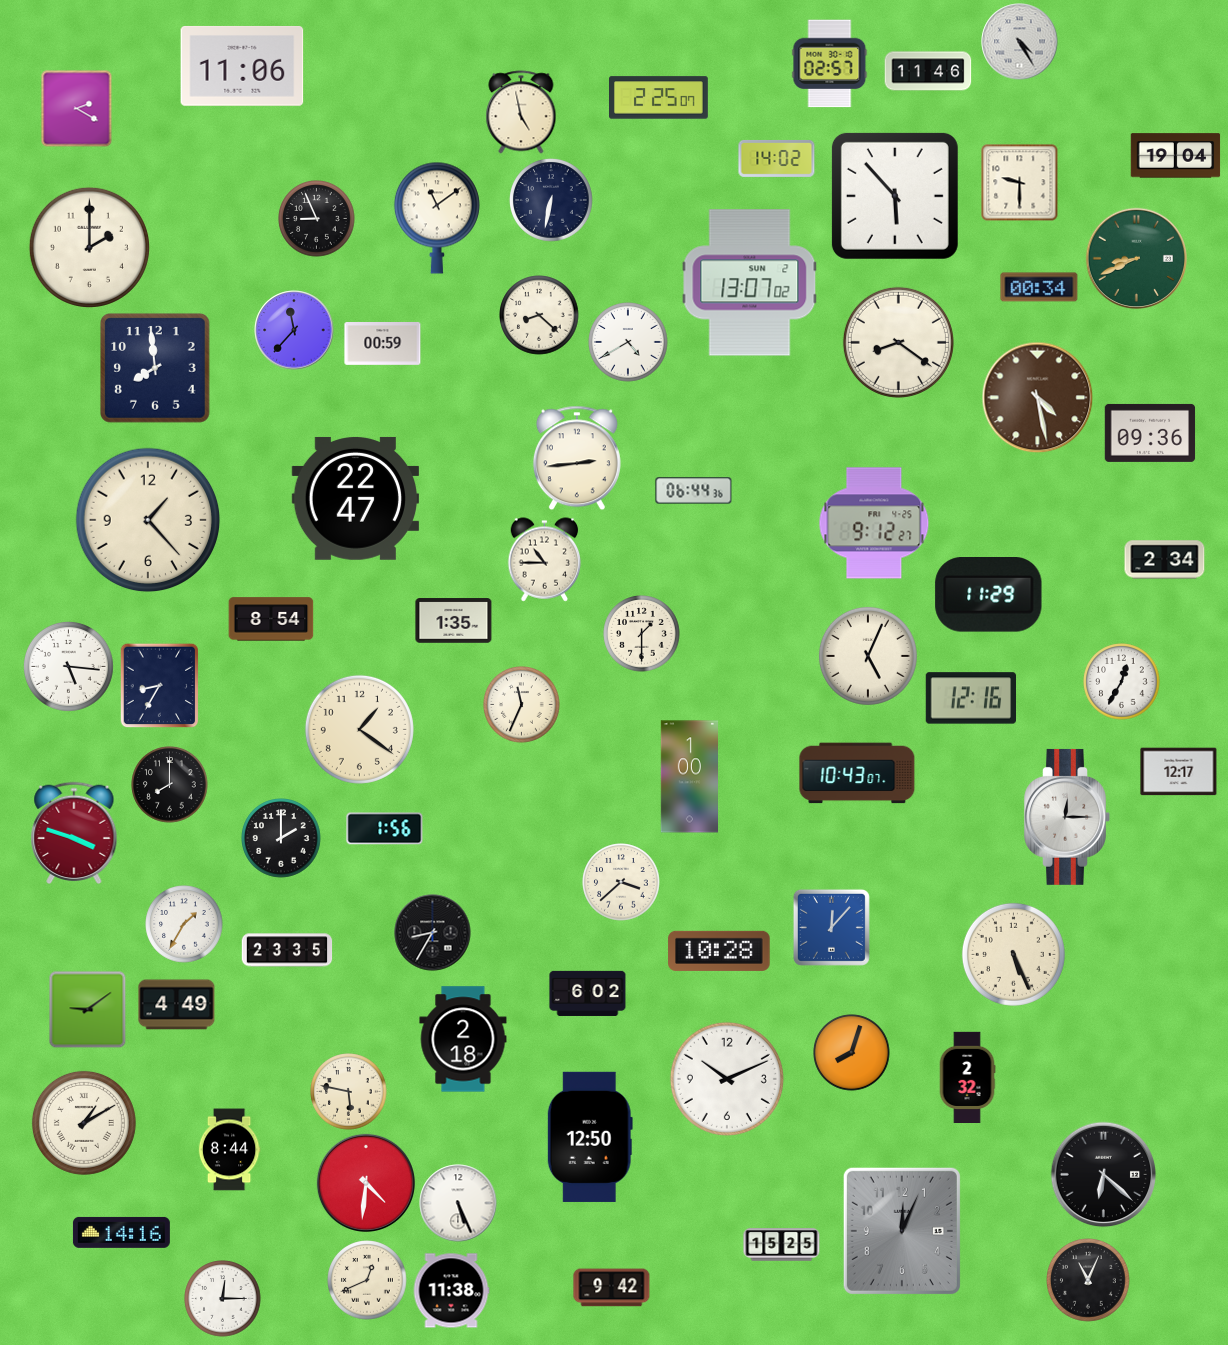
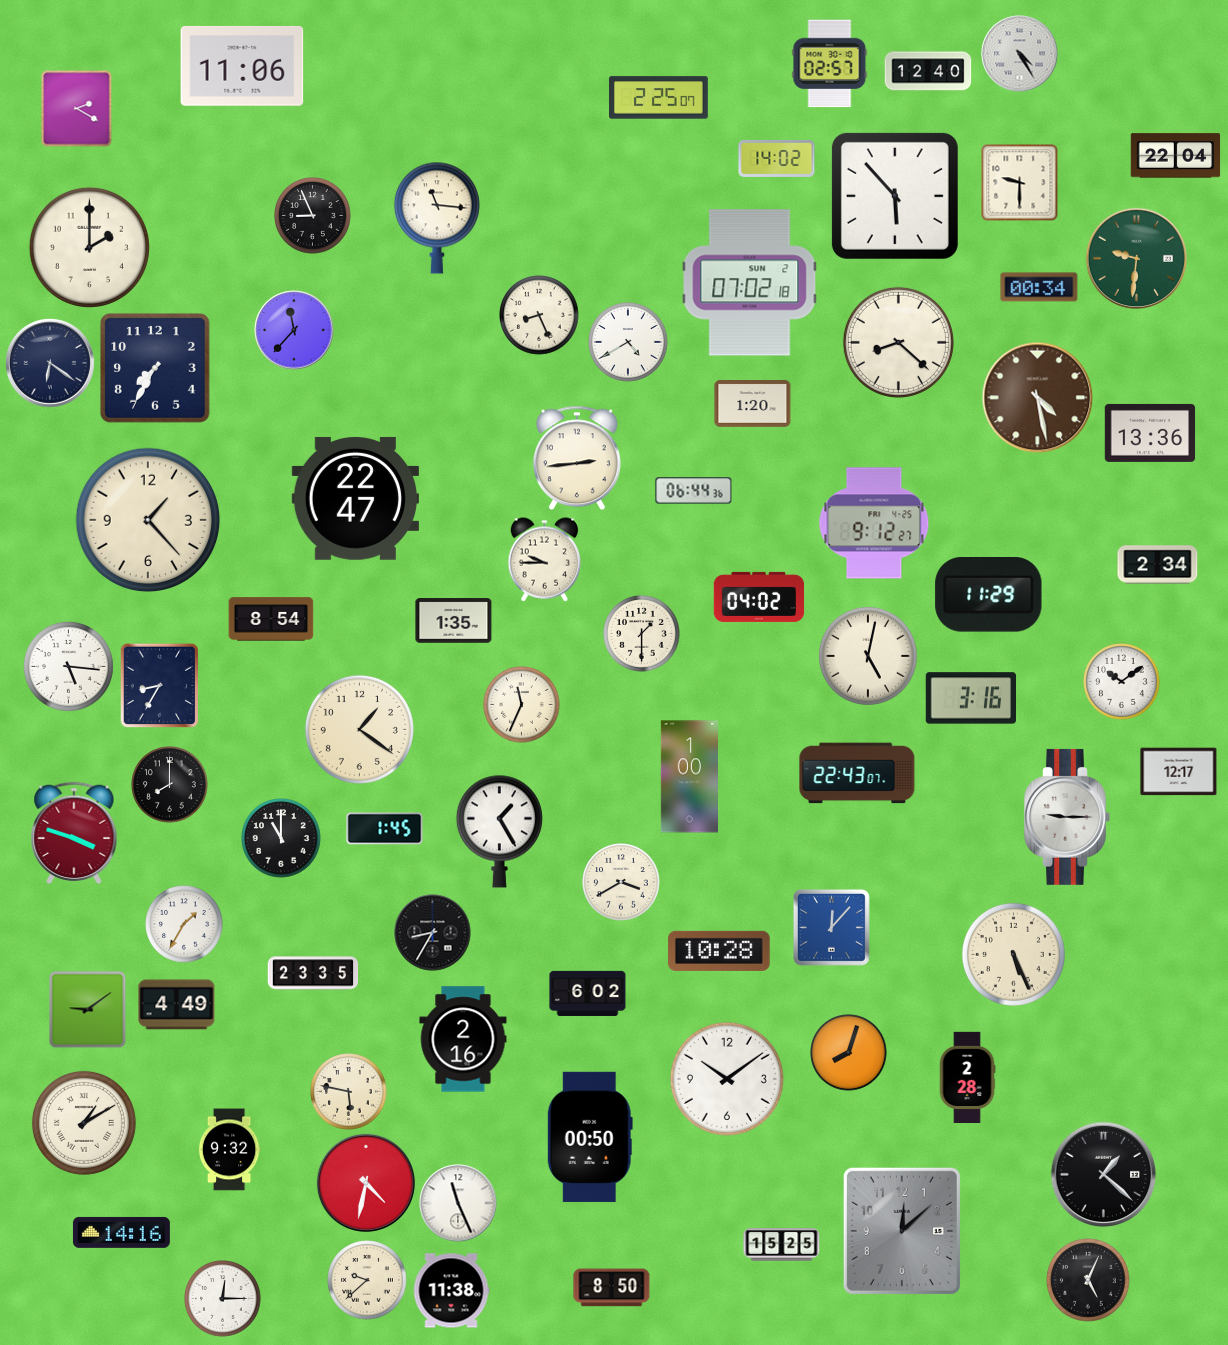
clock at (1020, 42) position: (1020, 42) -> (1020, 54)
clock at (928, 71): 11:46 -> 12:40
clock at (521, 112): 4:58 -> none
clock at (1176, 156): 19:04 -> 22:04
clock at (552, 201): 6:32 -> none
clock at (437, 218): 11:09 -> 11:16
clock at (317, 219) position: (317, 219) -> (313, 216)
clock at (1136, 258): 8:41 -> 9:31
clock at (750, 283): 13:07 -> 07:02
clock at (539, 315): 8:22 -> 8:26
clock at (898, 342): 8:21 -> 8:22
clock at (383, 344): 00:59 -> none
clock at (51, 364): none -> 6:21
clock at (156, 369): 7:59 -> 7:35
clock at (753, 404): none -> 1:20
clock at (1150, 433): 09:36 -> 13:36
clock at (545, 560): 10:45 -> 9:45
clock at (1165, 560) position: (1165, 560) -> (1158, 565)
clock at (759, 597): none -> 04:02
clock at (868, 656): 5:04 -> 5:02
clock at (1122, 682): 12:35 -> 10:09
clock at (970, 698): 12:16 -> 3:16
clock at (857, 773): 10:43 -> 22:43
clock at (1067, 817): 12:15 -> 9:15
clock at (385, 829): 1:56 -> 1:45
clock at (499, 831): none -> 1:25
clock at (281, 838): 2:00 -> 11:00
clock at (621, 882): 3:38 -> 3:40
clock at (287, 950) position: (287, 950) -> (313, 973)
clock at (463, 1039): 2:18 -> 2:16
clock at (852, 1053) position: (852, 1053) -> (849, 1053)
clock at (967, 1078): 2:32 -> 2:28
clock at (727, 1079): 10:11 -> 10:09
clock at (590, 1137): 12:50 -> 00:50
clock at (229, 1150): 8:44 -> 9:32
clock at (1104, 1175): 6:22 -> 1:22
clock at (366, 1183): 4:31 -> 4:32
clock at (458, 1203): 5:26 -> 11:26
clock at (902, 1231): 12:04 -> 12:08
clock at (367, 1280): 12:41 -> 9:38
clock at (1089, 1281): 11:04 -> 5:04
clock at (612, 1288): 9:42 -> 8:50
